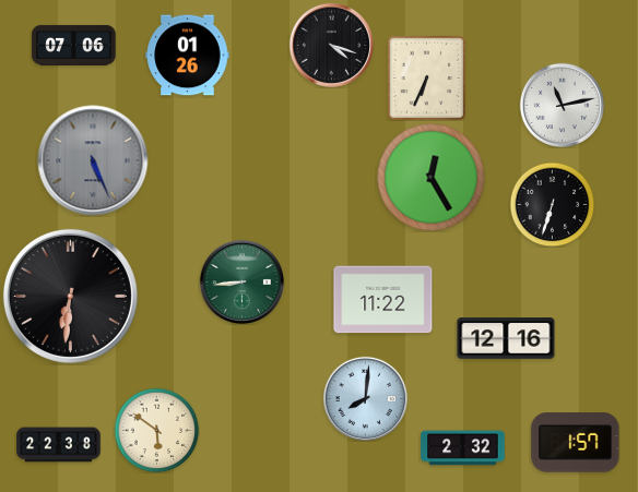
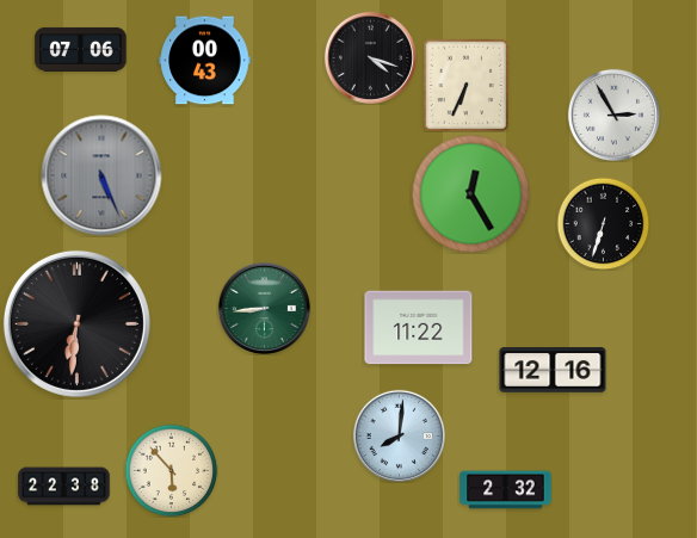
clock at (331, 45) position: (331, 45) -> (370, 57)
clock at (188, 56): 01:26 -> 00:43
clock at (562, 105): 11:13 -> 2:55
clock at (156, 430): 5:51 -> 5:53
clock at (576, 443): 1:57 -> none
